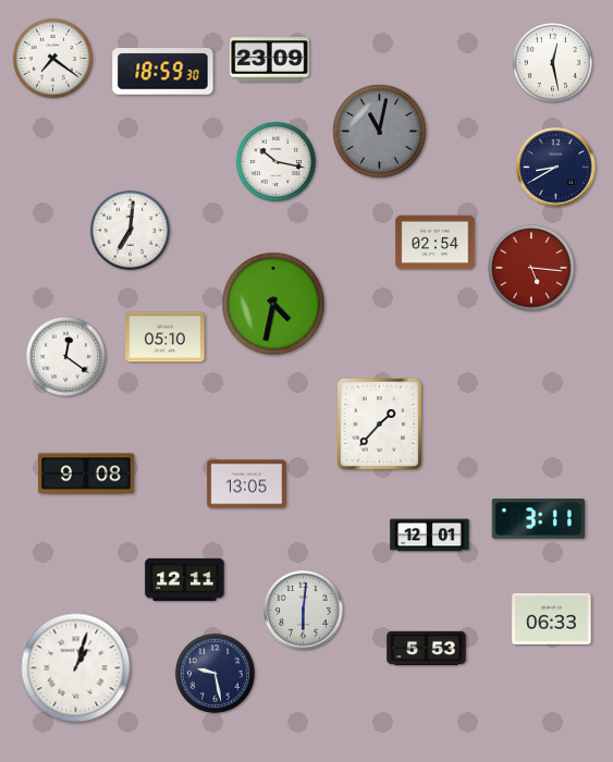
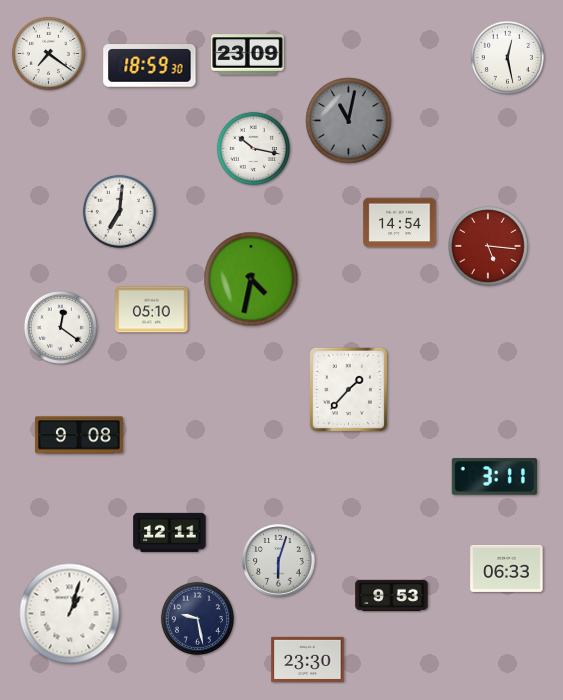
clock at (556, 168): 8:40 -> none
clock at (436, 243): 02:54 -> 14:54
clock at (247, 484): 13:05 -> none
clock at (430, 536): 12:01 -> none
clock at (304, 611): 6:01 -> 6:03
clock at (427, 649): 5:53 -> 9:53
clock at (308, 659): none -> 23:30
